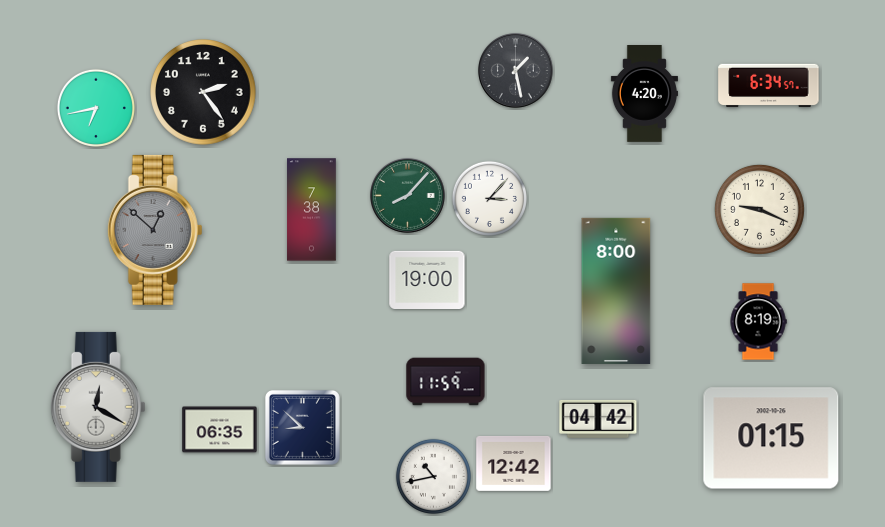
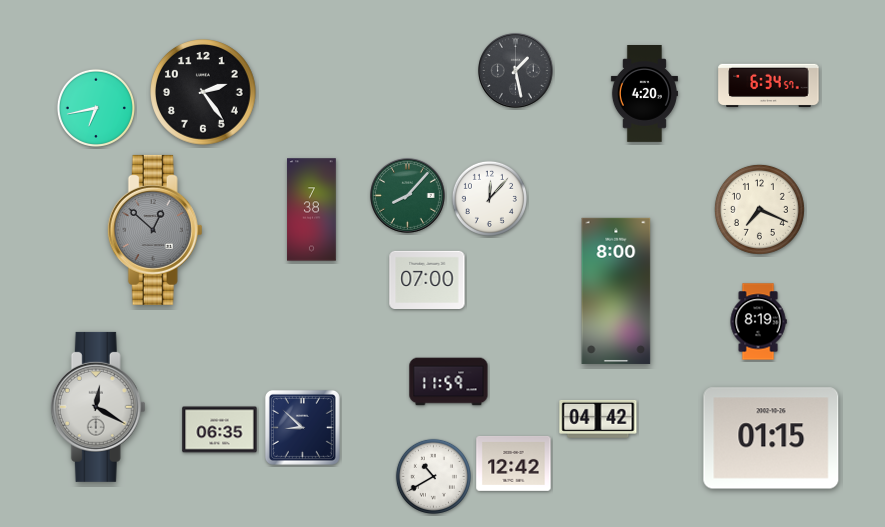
clock at (489, 198): 3:07 -> 12:07
clock at (759, 209): 9:19 -> 7:19
clock at (427, 279): 19:00 -> 07:00
clock at (446, 382) position: (446, 382) -> (449, 382)
clock at (433, 476): 10:43 -> 10:40
